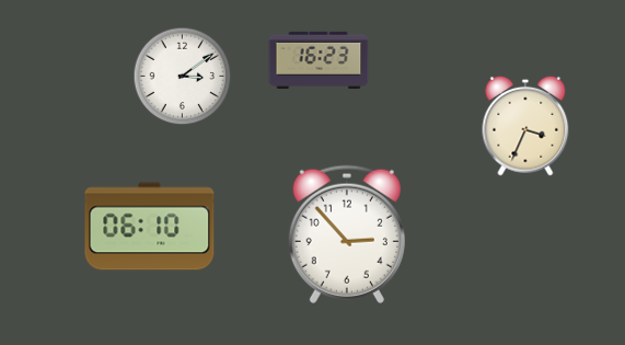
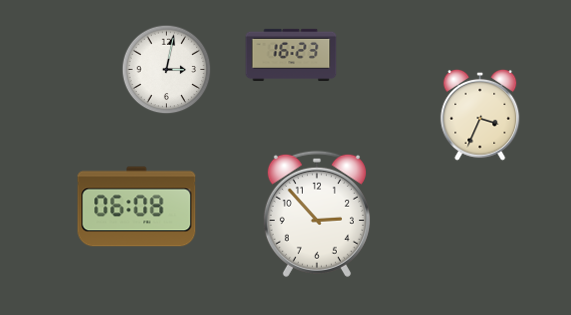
clock at (183, 77): 3:09 -> 3:02
clock at (150, 227): 06:10 -> 06:08
